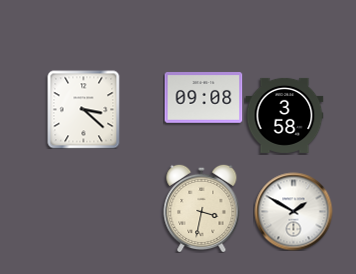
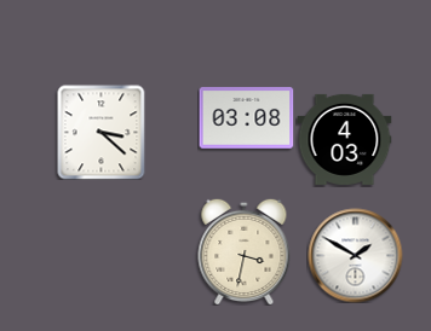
clock at (203, 98): 09:08 -> 03:08
clock at (284, 115): 3:58 -> 4:03
